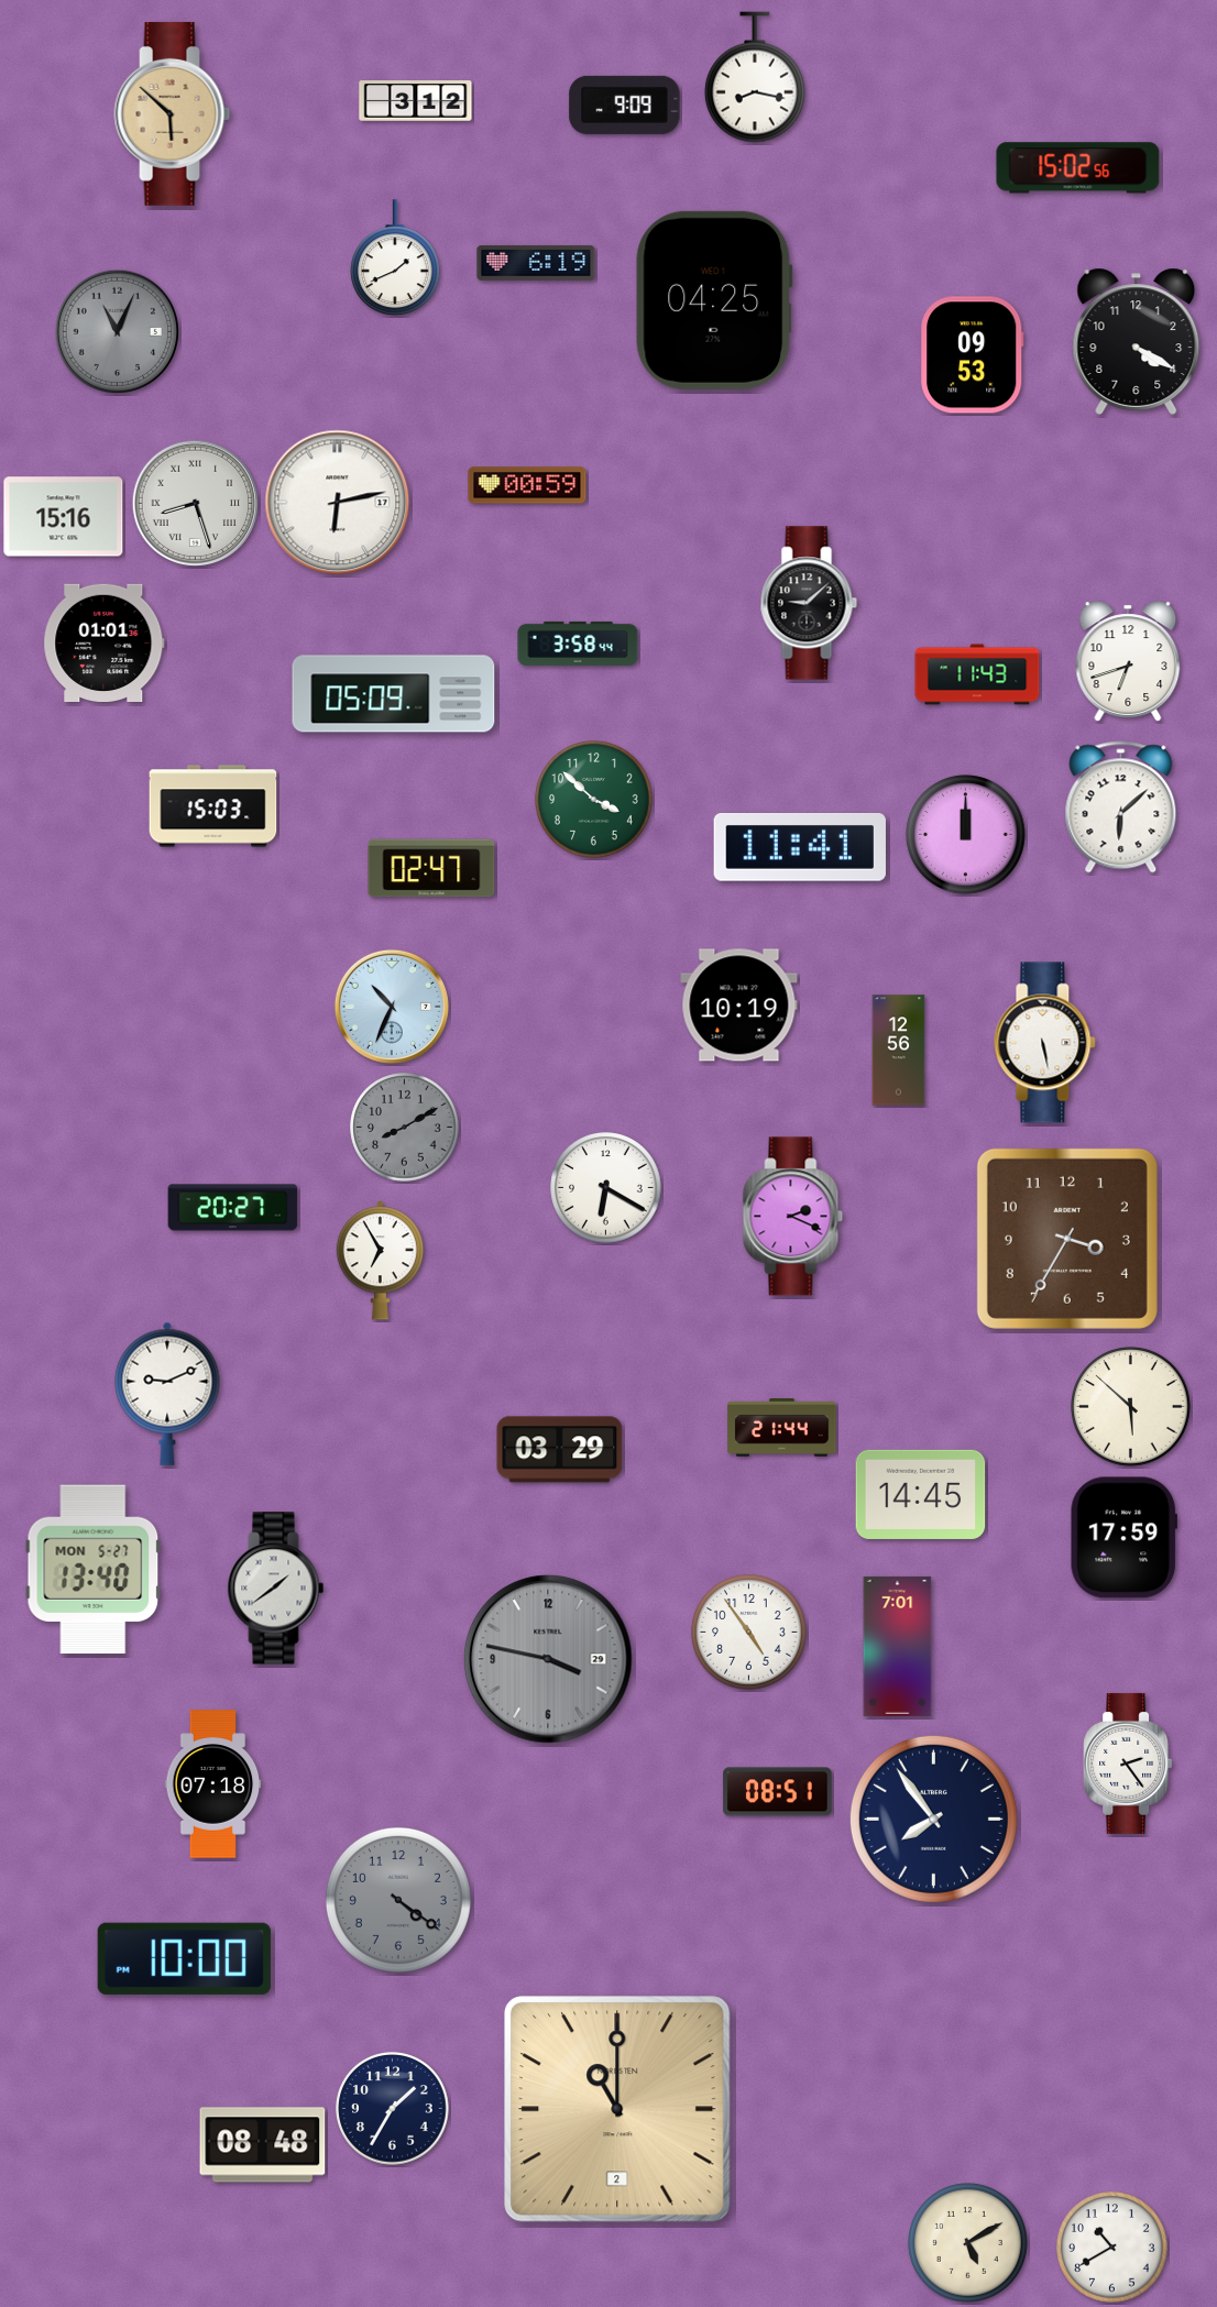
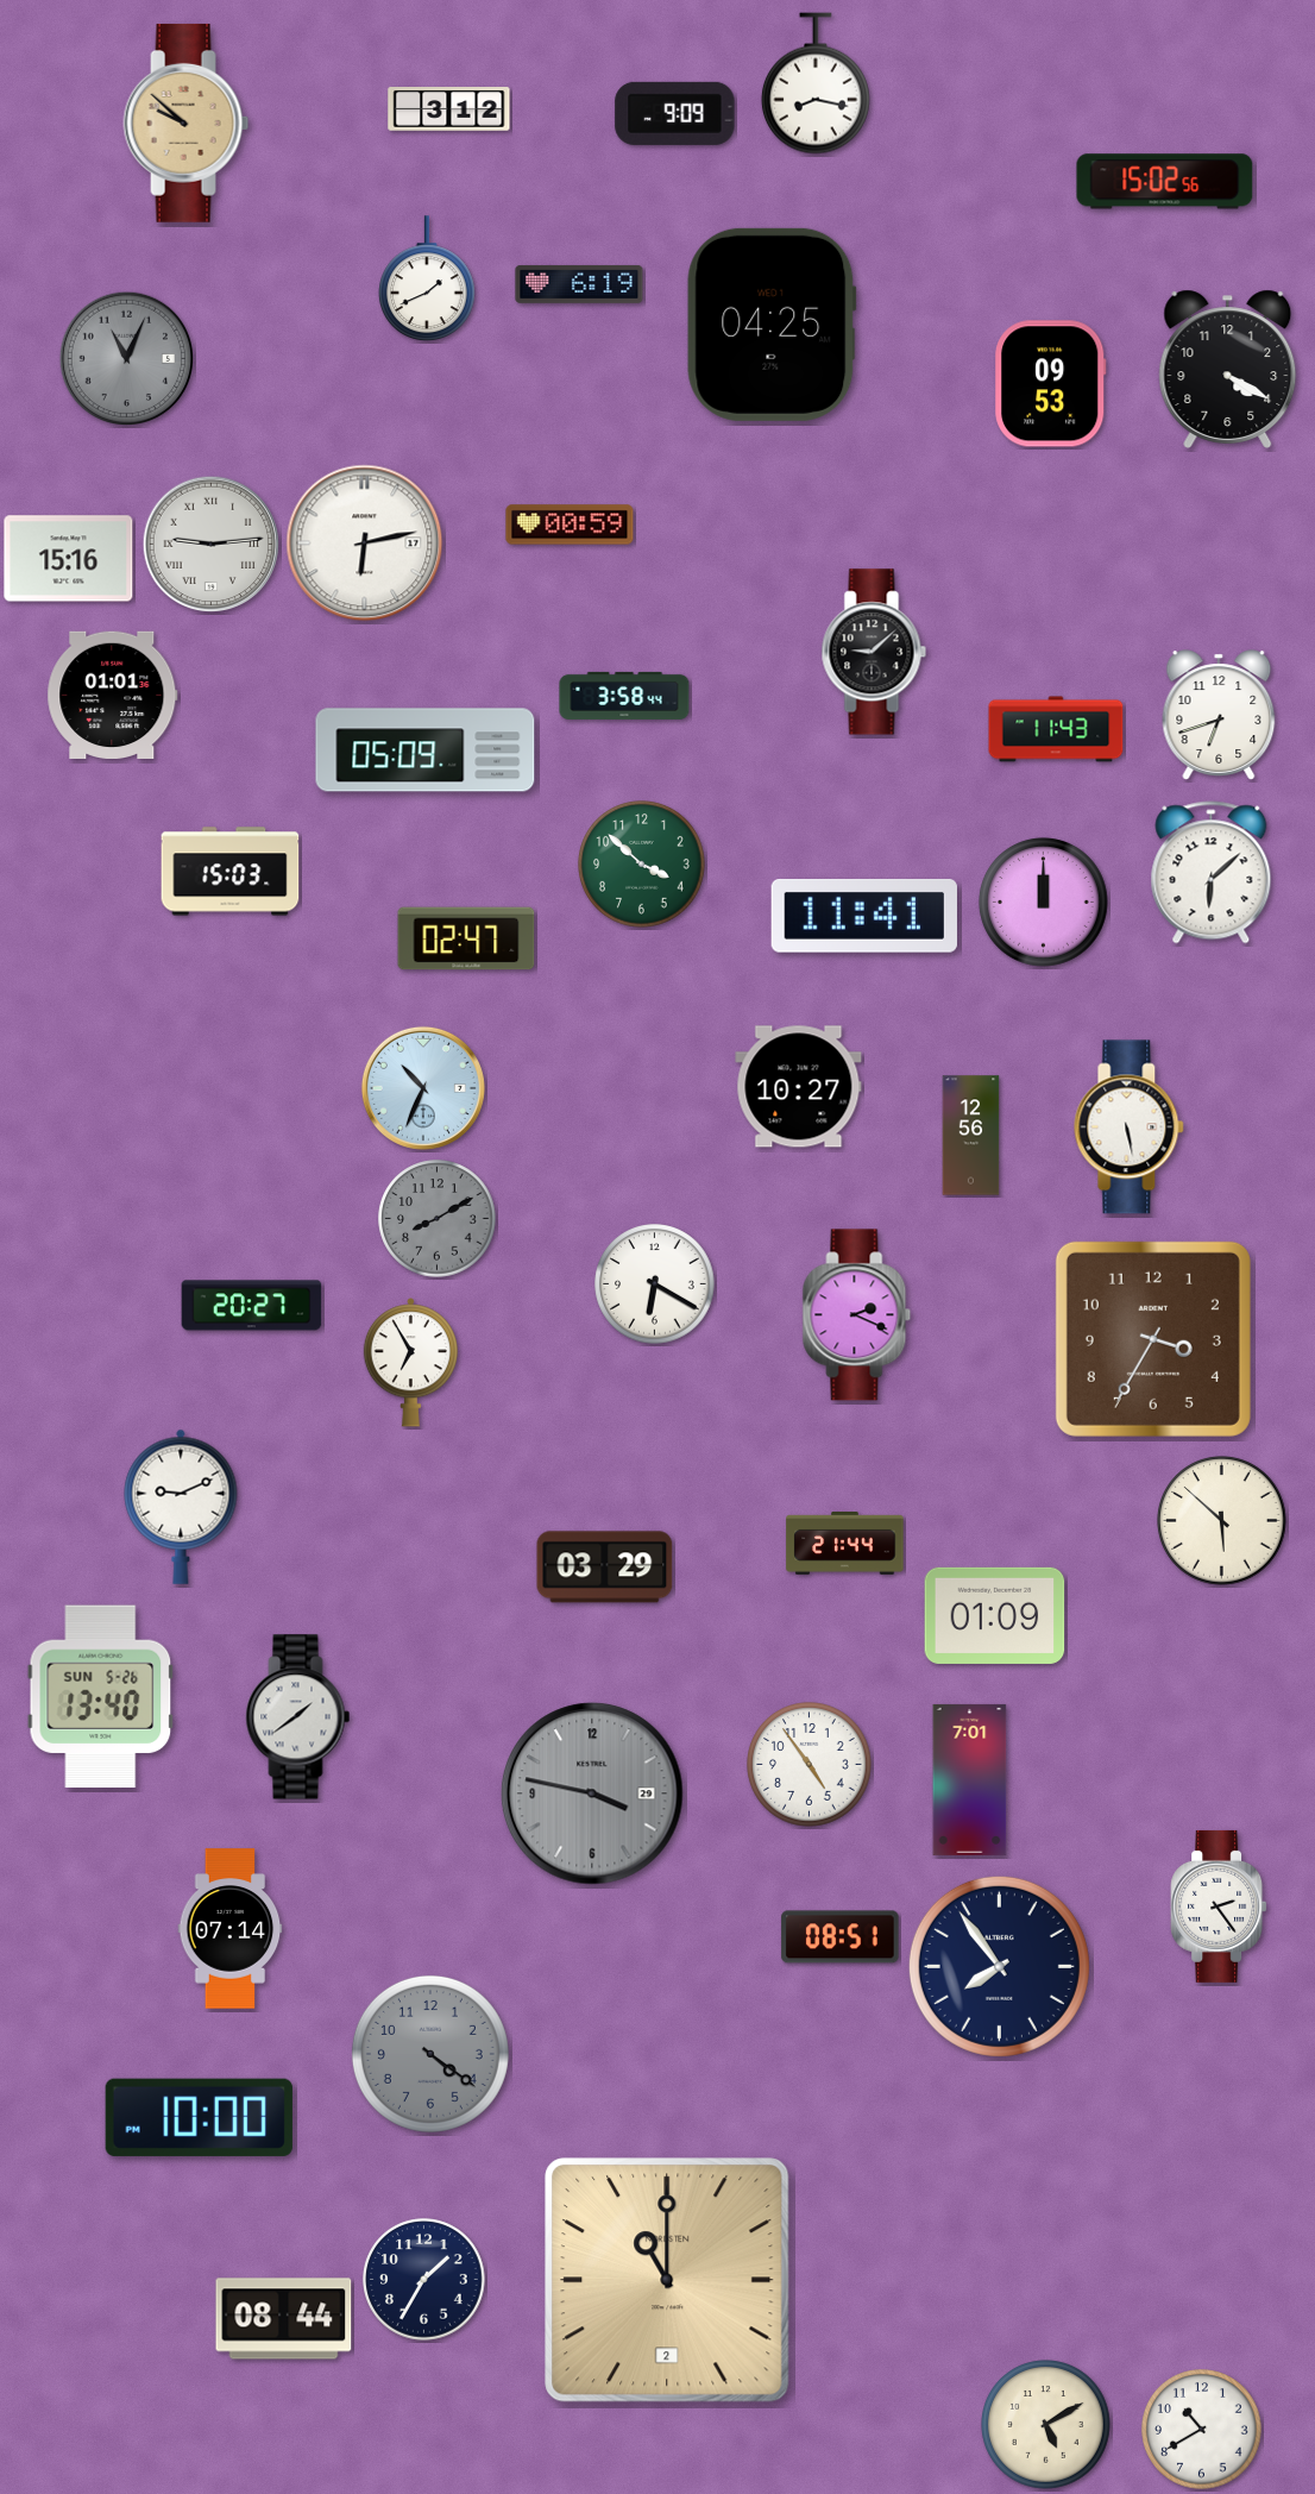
clock at (173, 113): 5:52 -> 9:52
clock at (196, 504): 8:27 -> 9:14
clock at (739, 1006): 10:19 -> 10:27
clock at (921, 1494): 14:45 -> 01:09
clock at (1123, 1538): 17:59 -> none
clock at (94, 1570) date: MON 5-27 -> SUN 5-26
clock at (213, 1784): 07:18 -> 07:14
clock at (933, 1819) position: (933, 1819) -> (999, 1966)
clock at (263, 2145): 08:48 -> 08:44
